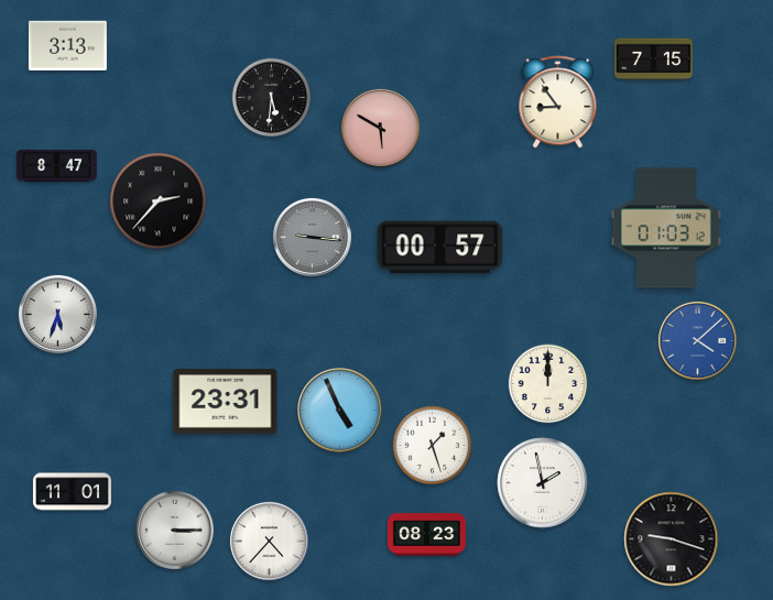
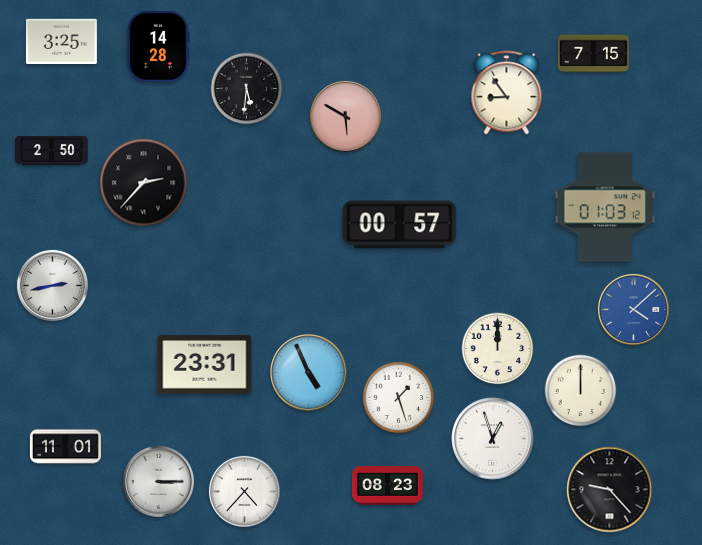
clock at (67, 46): 3:13 -> 3:25
clock at (159, 46): none -> 14:28
clock at (57, 165): 8:47 -> 2:50
clock at (312, 237): 9:16 -> none
clock at (57, 314): 5:33 -> 2:43
clock at (581, 391): none -> 12:00
clock at (433, 446) position: (433, 446) -> (399, 398)
clock at (543, 483): 1:58 -> 12:57
clock at (672, 539): 9:18 -> 9:23
